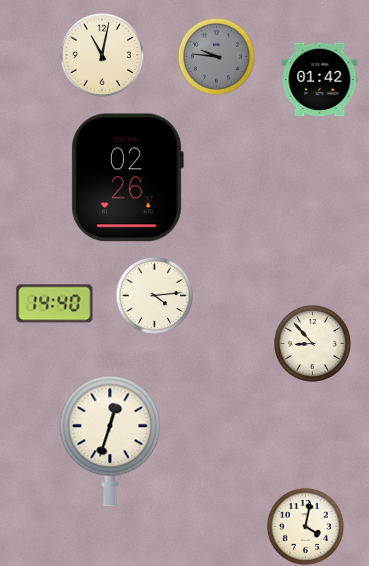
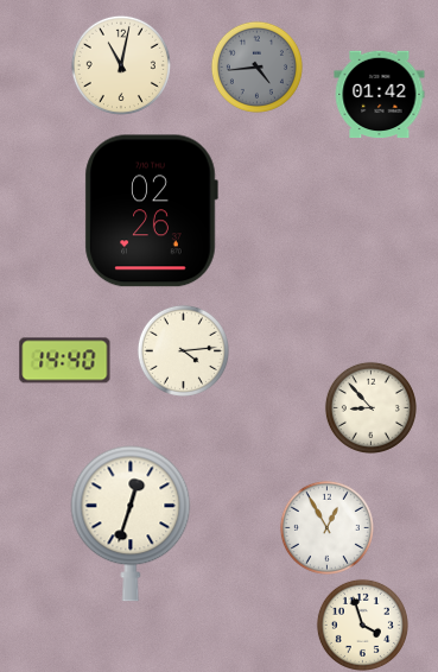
clock at (216, 56): 9:46 -> 4:44
clock at (326, 527): none -> 12:55
clock at (305, 526): 4:02 -> 3:57
